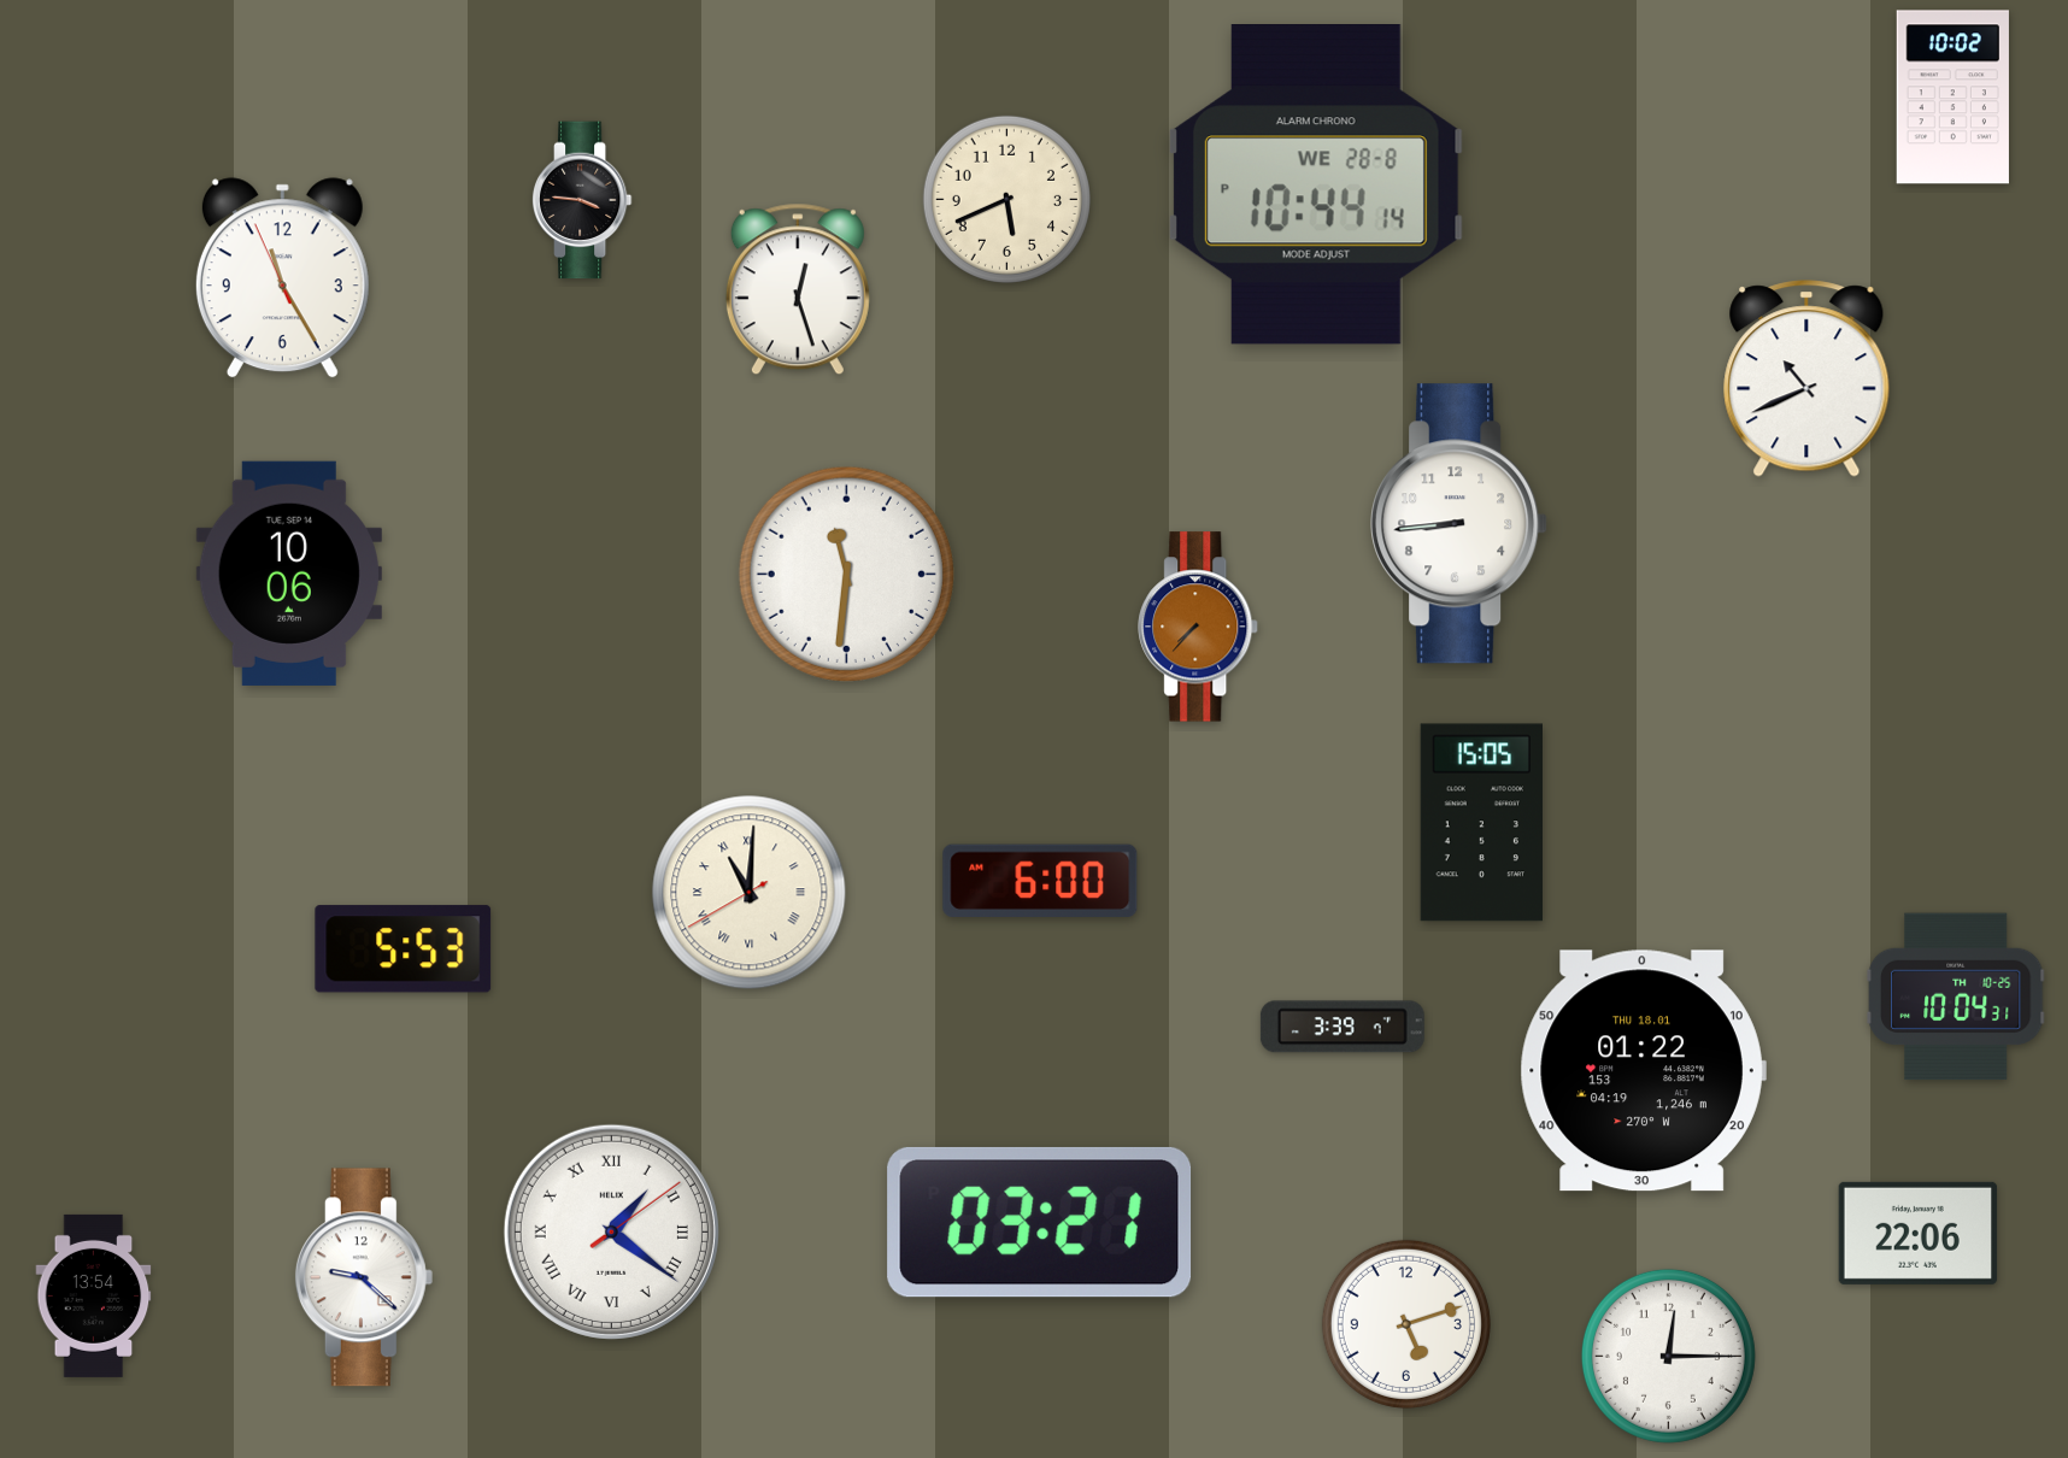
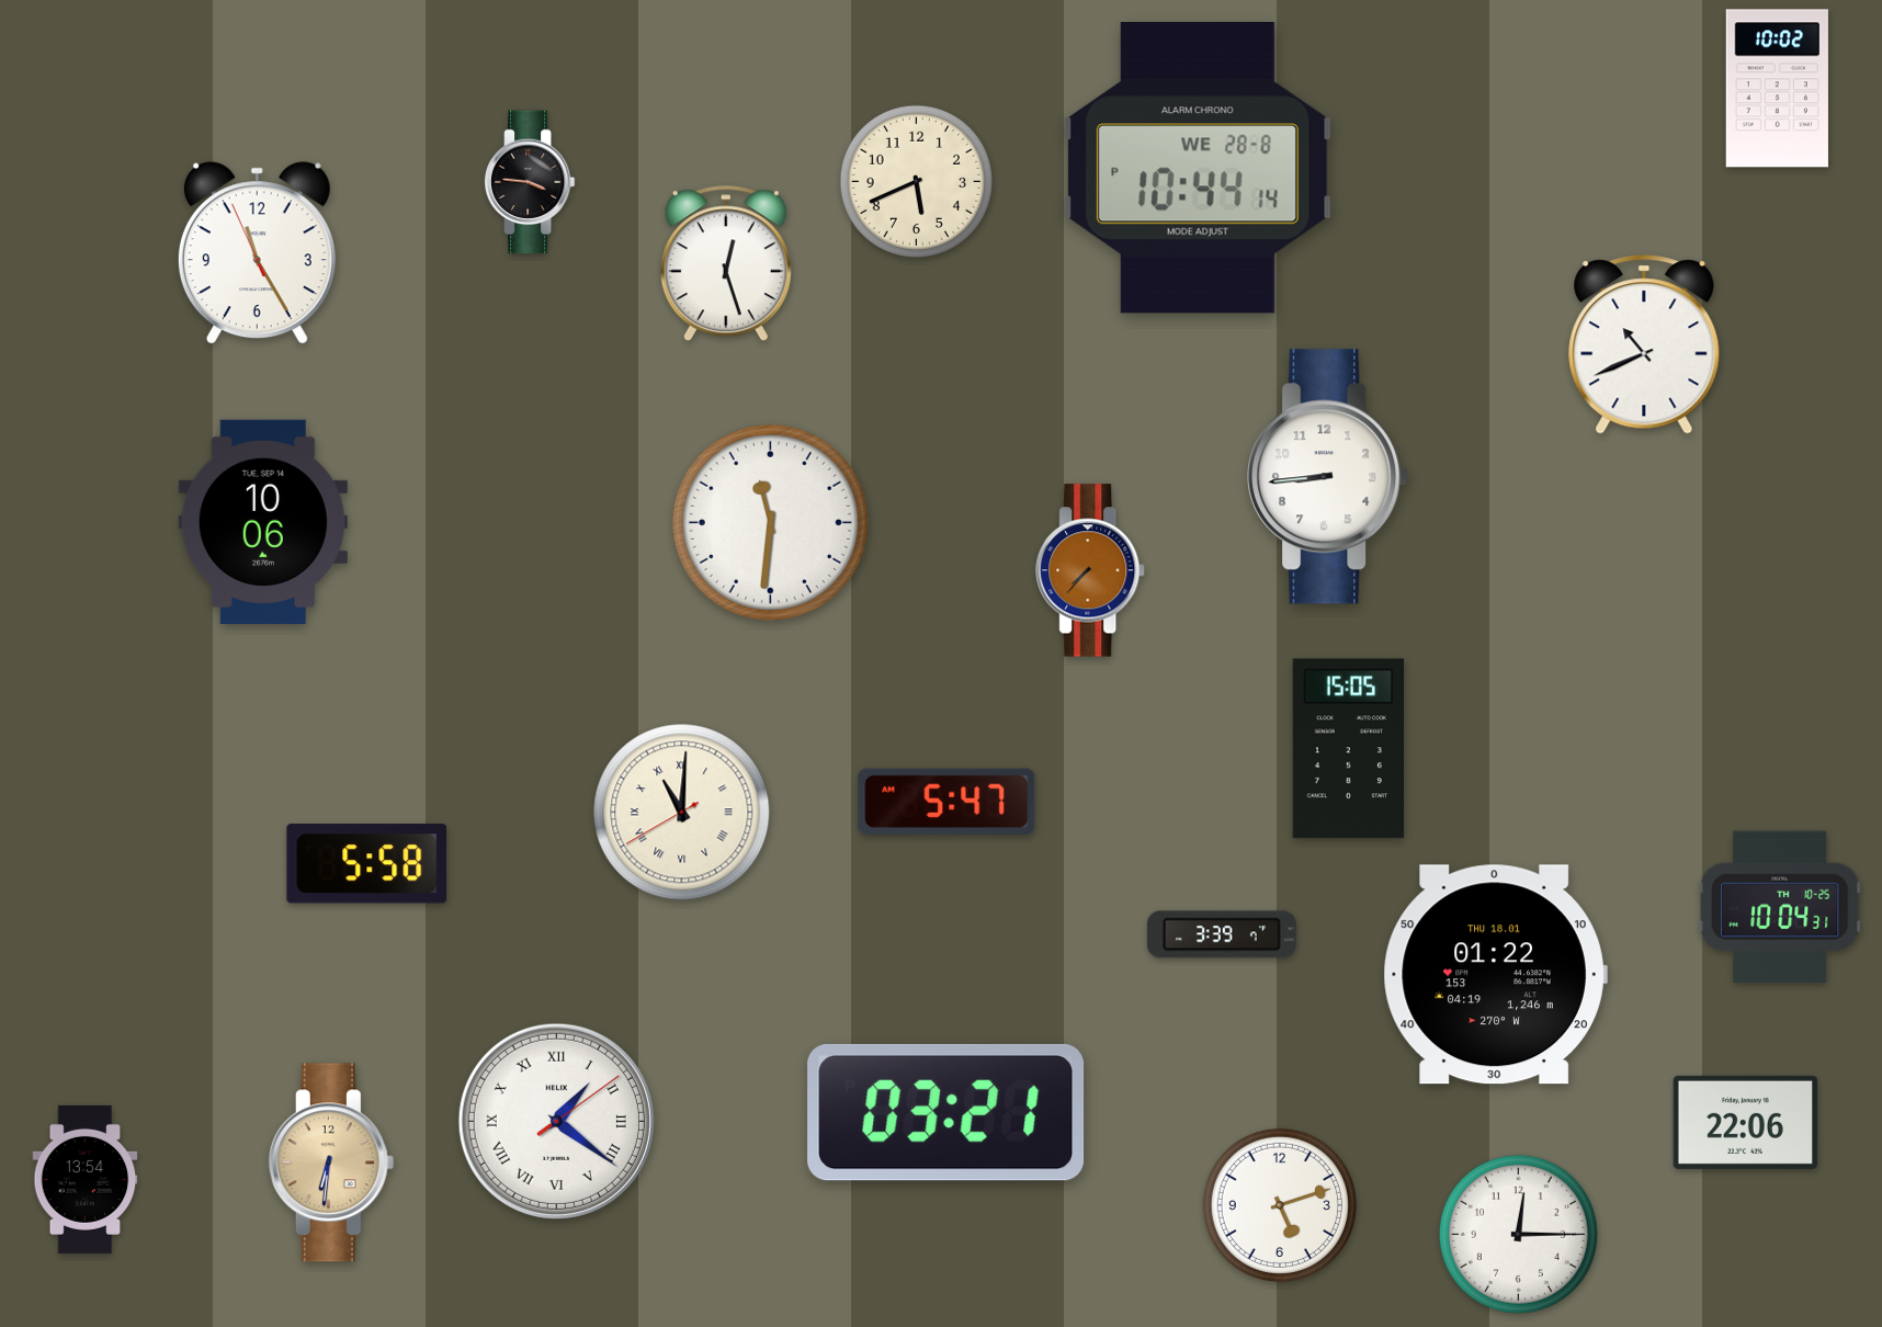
clock at (1040, 881): 6:00 -> 5:47
clock at (404, 950): 5:53 -> 5:58
clock at (364, 1277): 9:22 -> 6:31
clock at (364, 1277) dial: white -> champagne
